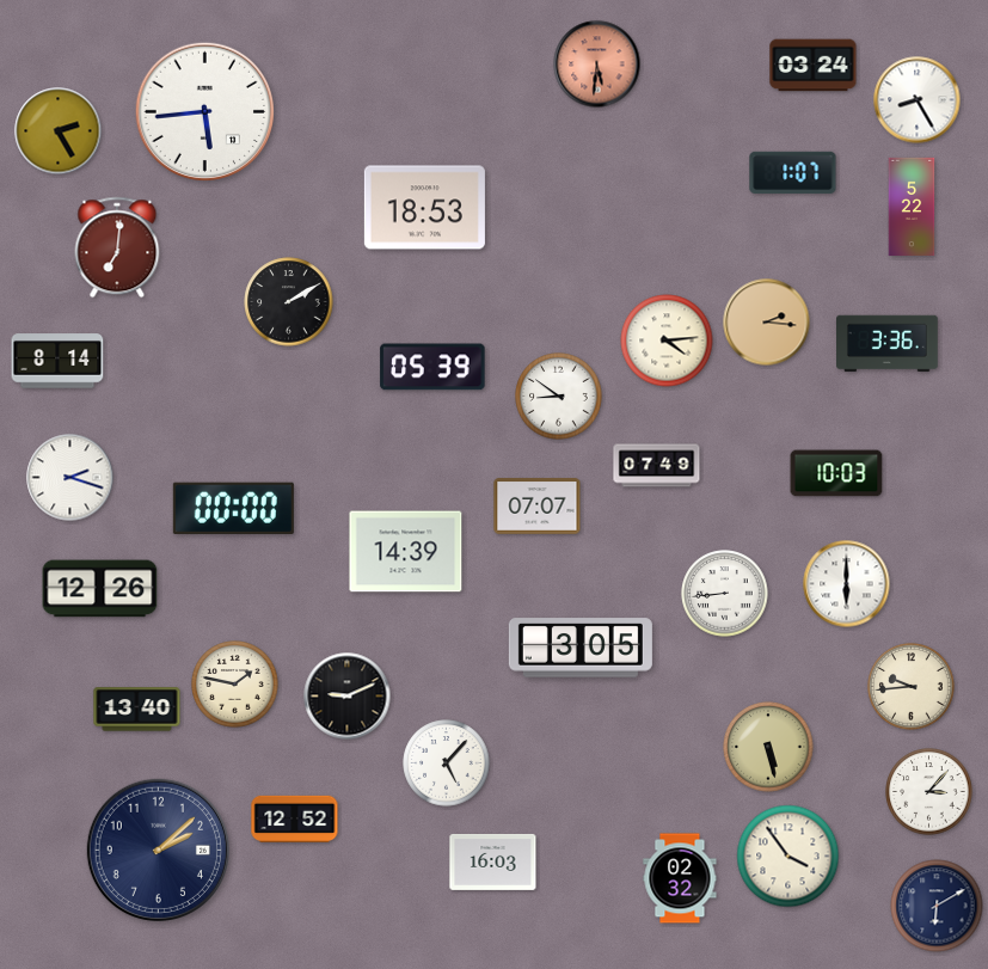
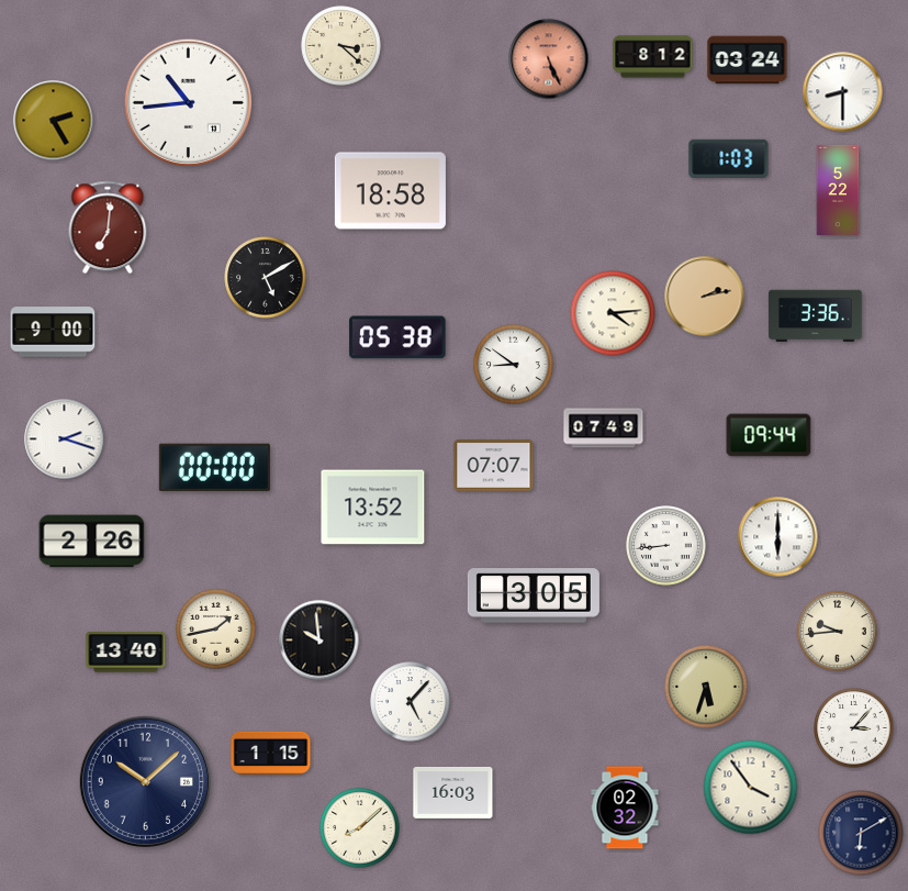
clock at (341, 46): none -> 3:22
clock at (653, 57): none -> 8:12
clock at (597, 65): 5:31 -> 5:26
clock at (918, 100): 8:25 -> 8:30
clock at (204, 111): 5:44 -> 10:44
clock at (793, 173): 1:07 -> 1:03
clock at (424, 208): 18:53 -> 18:58
clock at (289, 302): 2:10 -> 5:10
clock at (767, 323): 2:16 -> 2:13
clock at (57, 361): 8:14 -> 9:00
clock at (432, 367): 05:39 -> 05:38
clock at (836, 473): 10:03 -> 09:44
clock at (406, 552): 14:39 -> 13:52
clock at (100, 589): 12:26 -> 2:26
clock at (235, 685): 1:47 -> 1:43
clock at (348, 697): 9:11 -> 9:59
clock at (768, 747): 5:28 -> 5:33
clock at (295, 818): 12:52 -> 1:15
clock at (158, 850): 2:08 -> 10:08
clock at (788, 857) position: (788, 857) -> (751, 788)
clock at (360, 828): none -> 8:08
